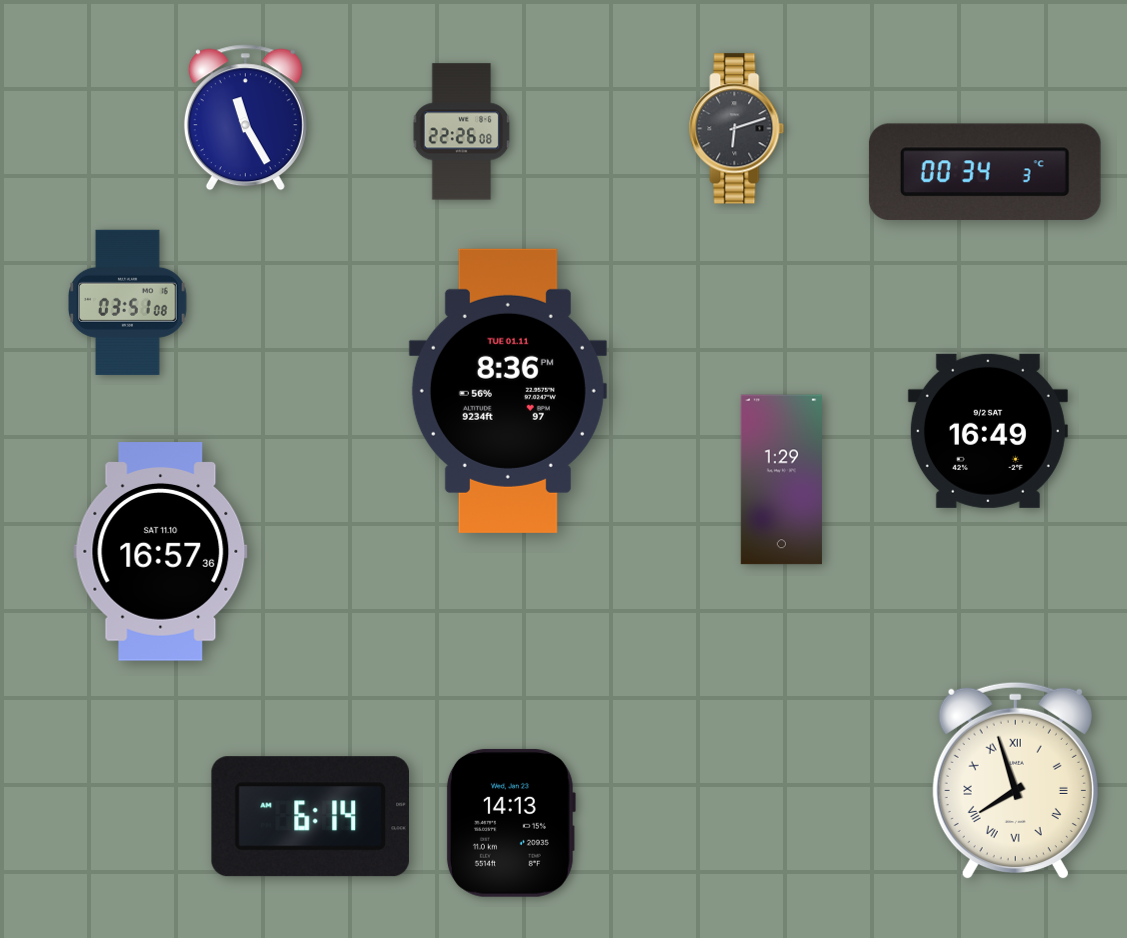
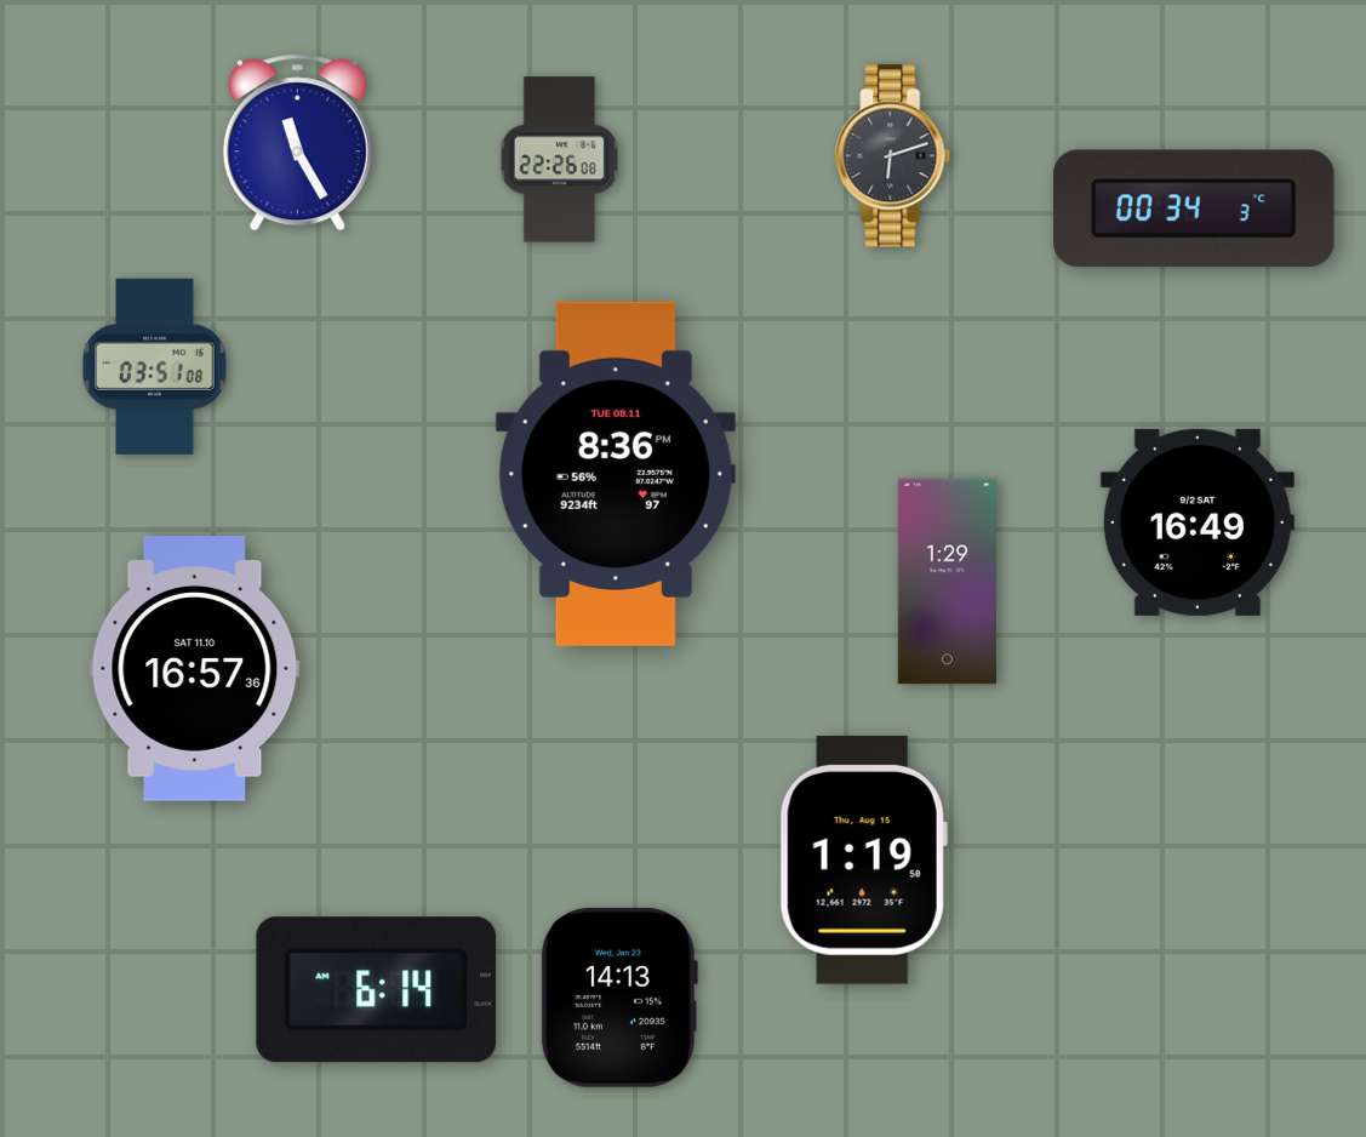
clock at (508, 391) date: TUE 01.11 -> TUE 08.11
clock at (863, 861): none -> 1:19
clock at (1015, 781): 7:57 -> none
